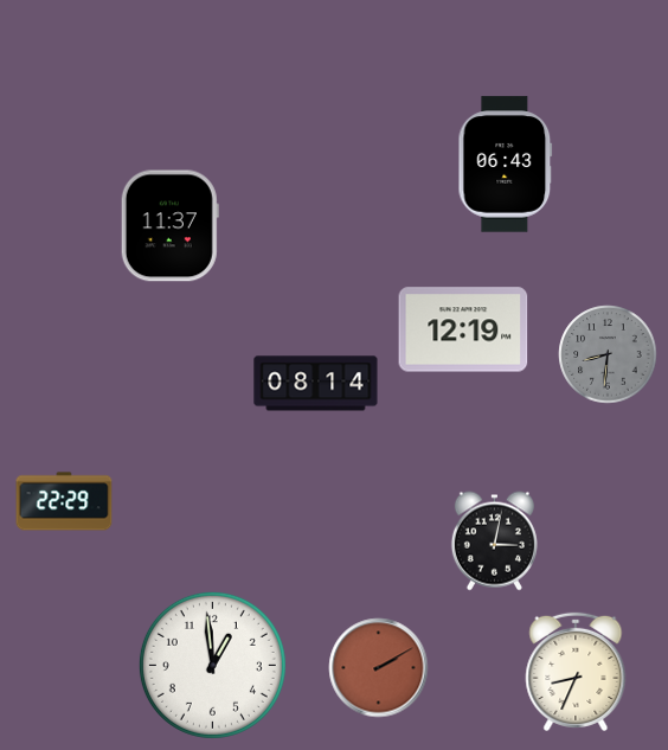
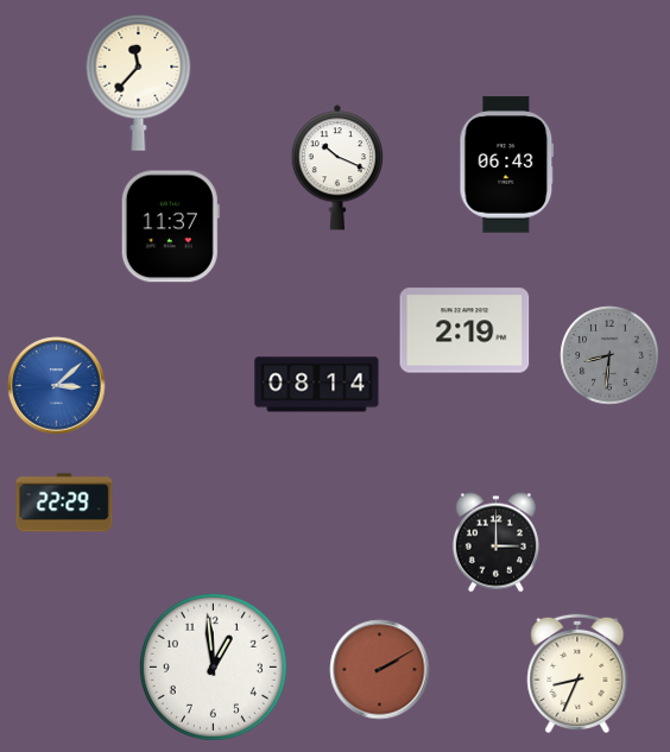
clock at (139, 82): none -> 11:37
clock at (336, 168): none -> 10:19
clock at (463, 329): 12:19 -> 2:19
clock at (57, 386): none -> 3:08
clock at (494, 541): 3:02 -> 3:00
